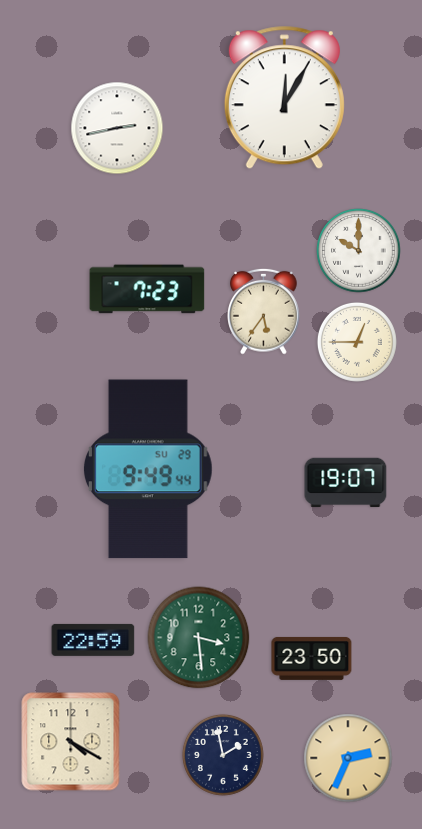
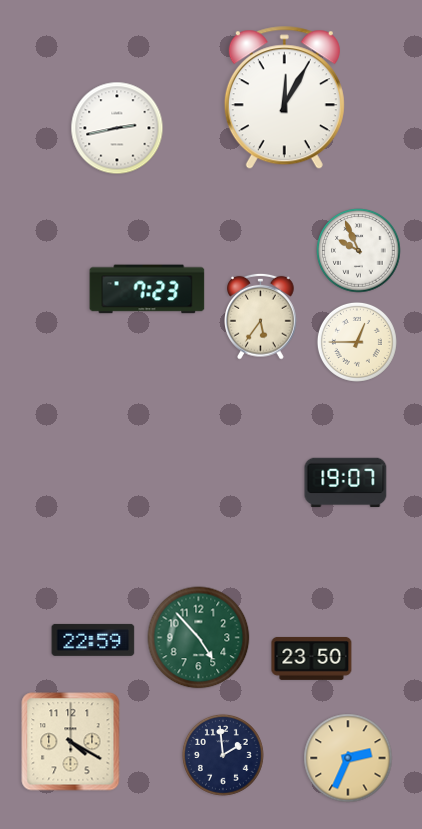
clock at (359, 251): 10:00 -> 9:56
clock at (264, 311) position: (264, 311) -> (261, 316)
clock at (148, 469): 9:49 -> none
clock at (199, 638): 3:29 -> 4:53
clock at (223, 755): 1:58 -> 1:59
